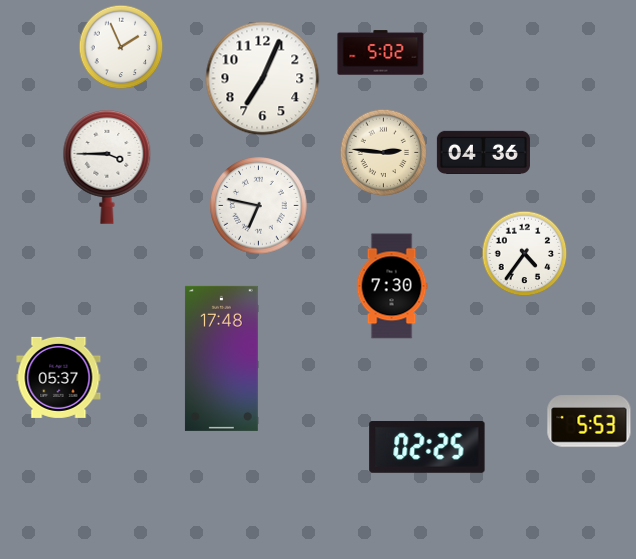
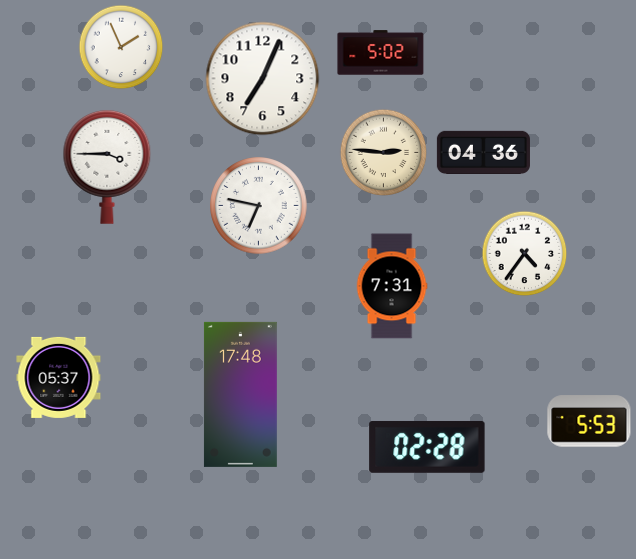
clock at (392, 286): 7:30 -> 7:31
clock at (221, 358) position: (221, 358) -> (240, 394)
clock at (427, 447): 02:25 -> 02:28
